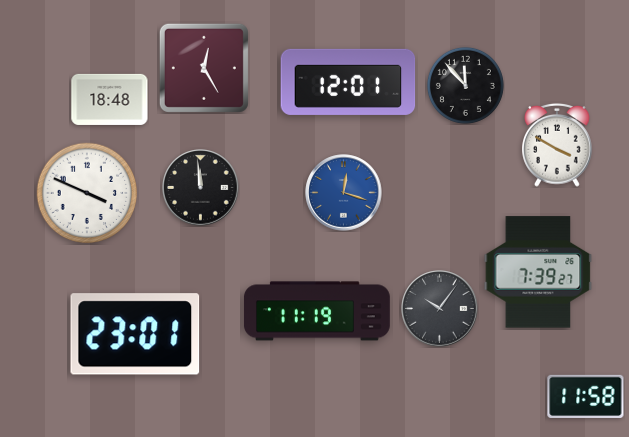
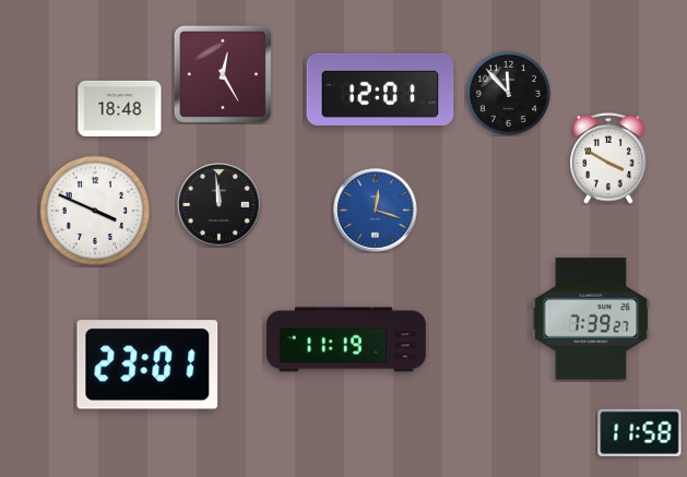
clock at (538, 272) position: (538, 272) -> (591, 319)
clock at (440, 309): 10:06 -> none
